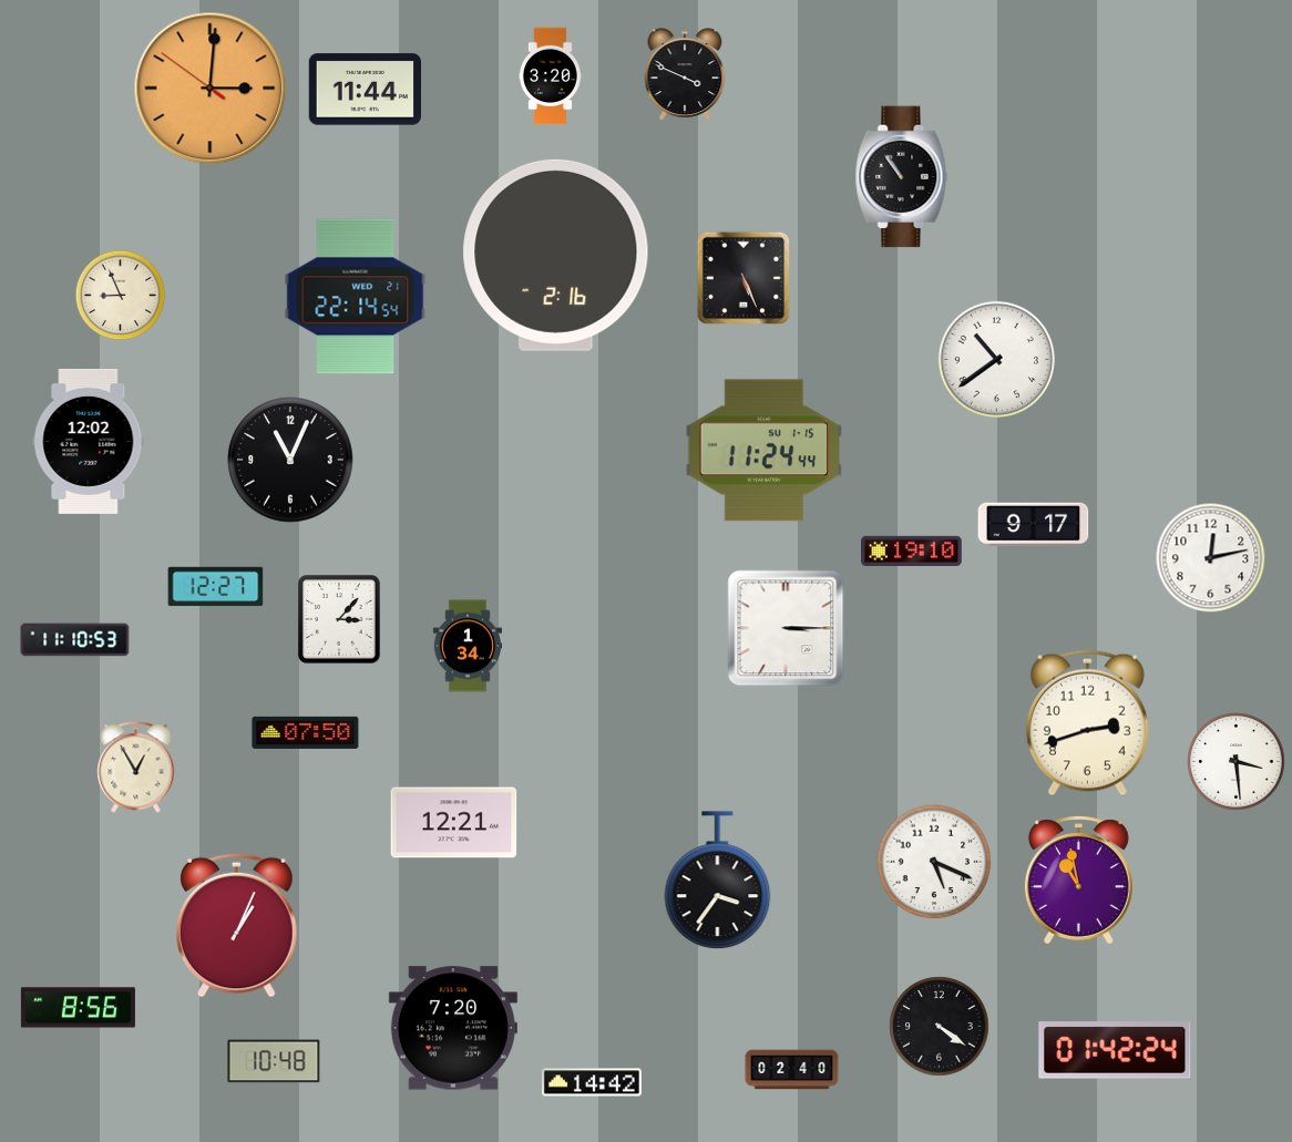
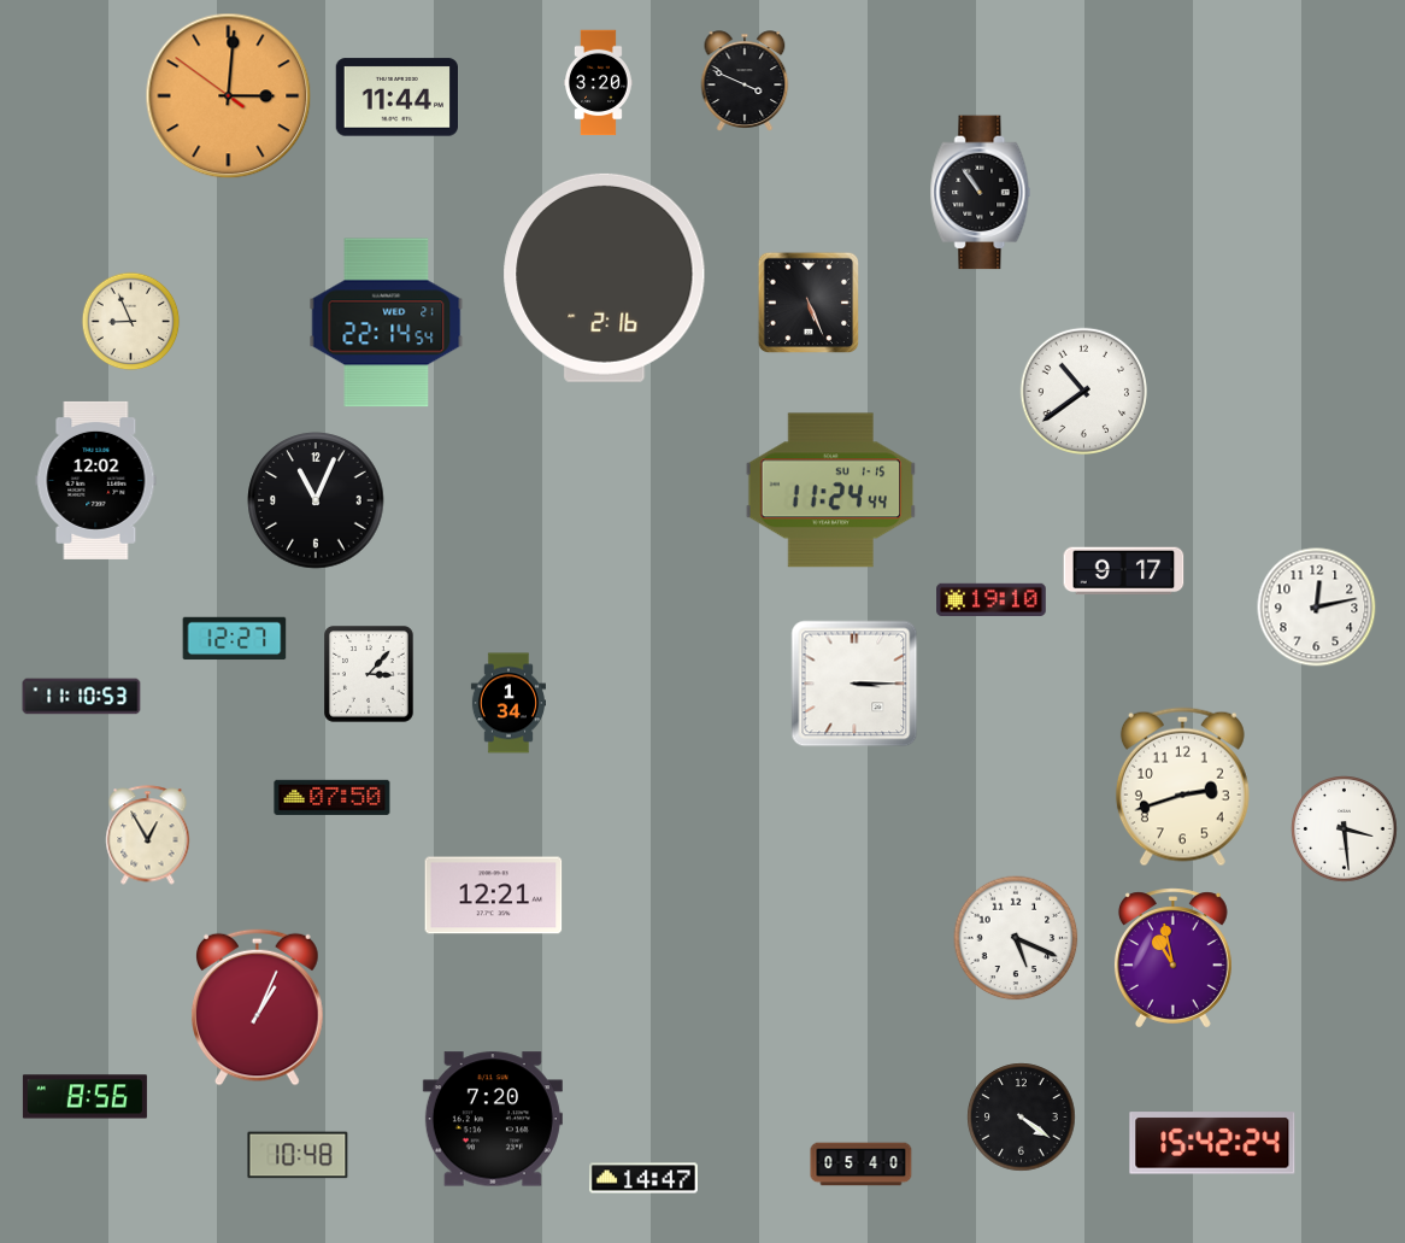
clock at (718, 881): 3:36 -> none
clock at (1115, 1050): 01:42 -> 15:42
clock at (792, 1070): 02:40 -> 05:40
clock at (592, 1082): 14:42 -> 14:47
